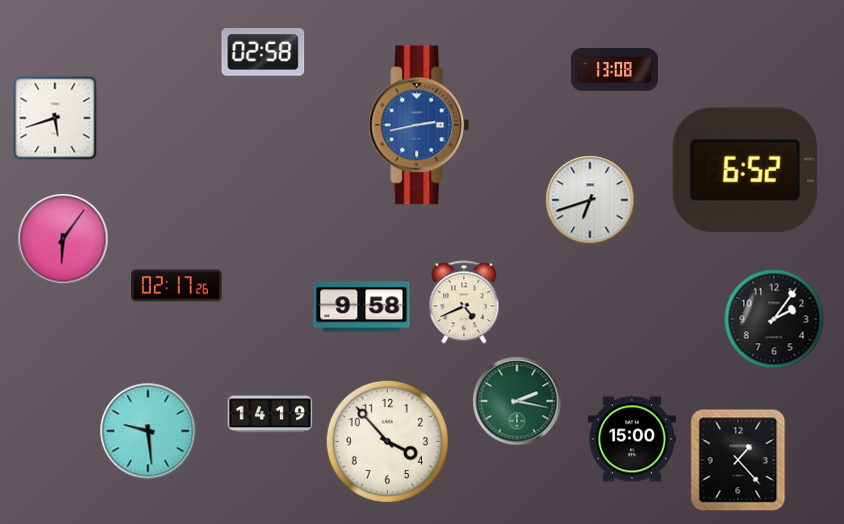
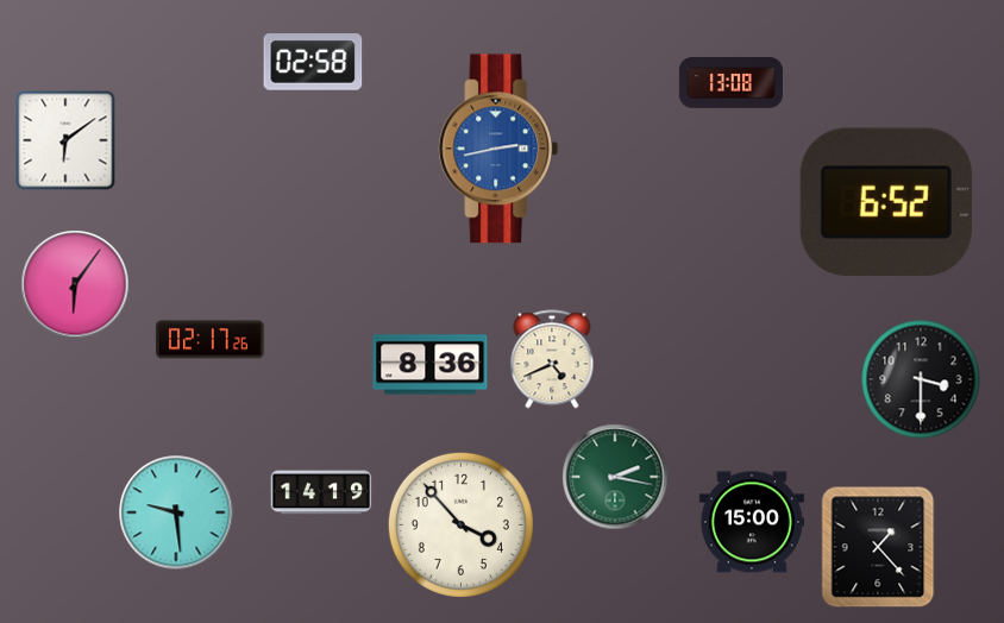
clock at (55, 118): 5:42 -> 6:09
clock at (590, 200): 6:42 -> none
clock at (362, 307): 9:58 -> 8:36
clock at (774, 319): 2:06 -> 3:30
